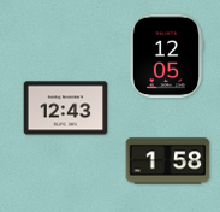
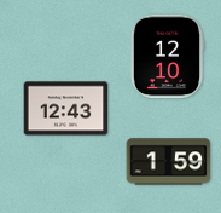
clock at (165, 57): 12:05 -> 12:10
clock at (168, 161): 1:58 -> 1:59
